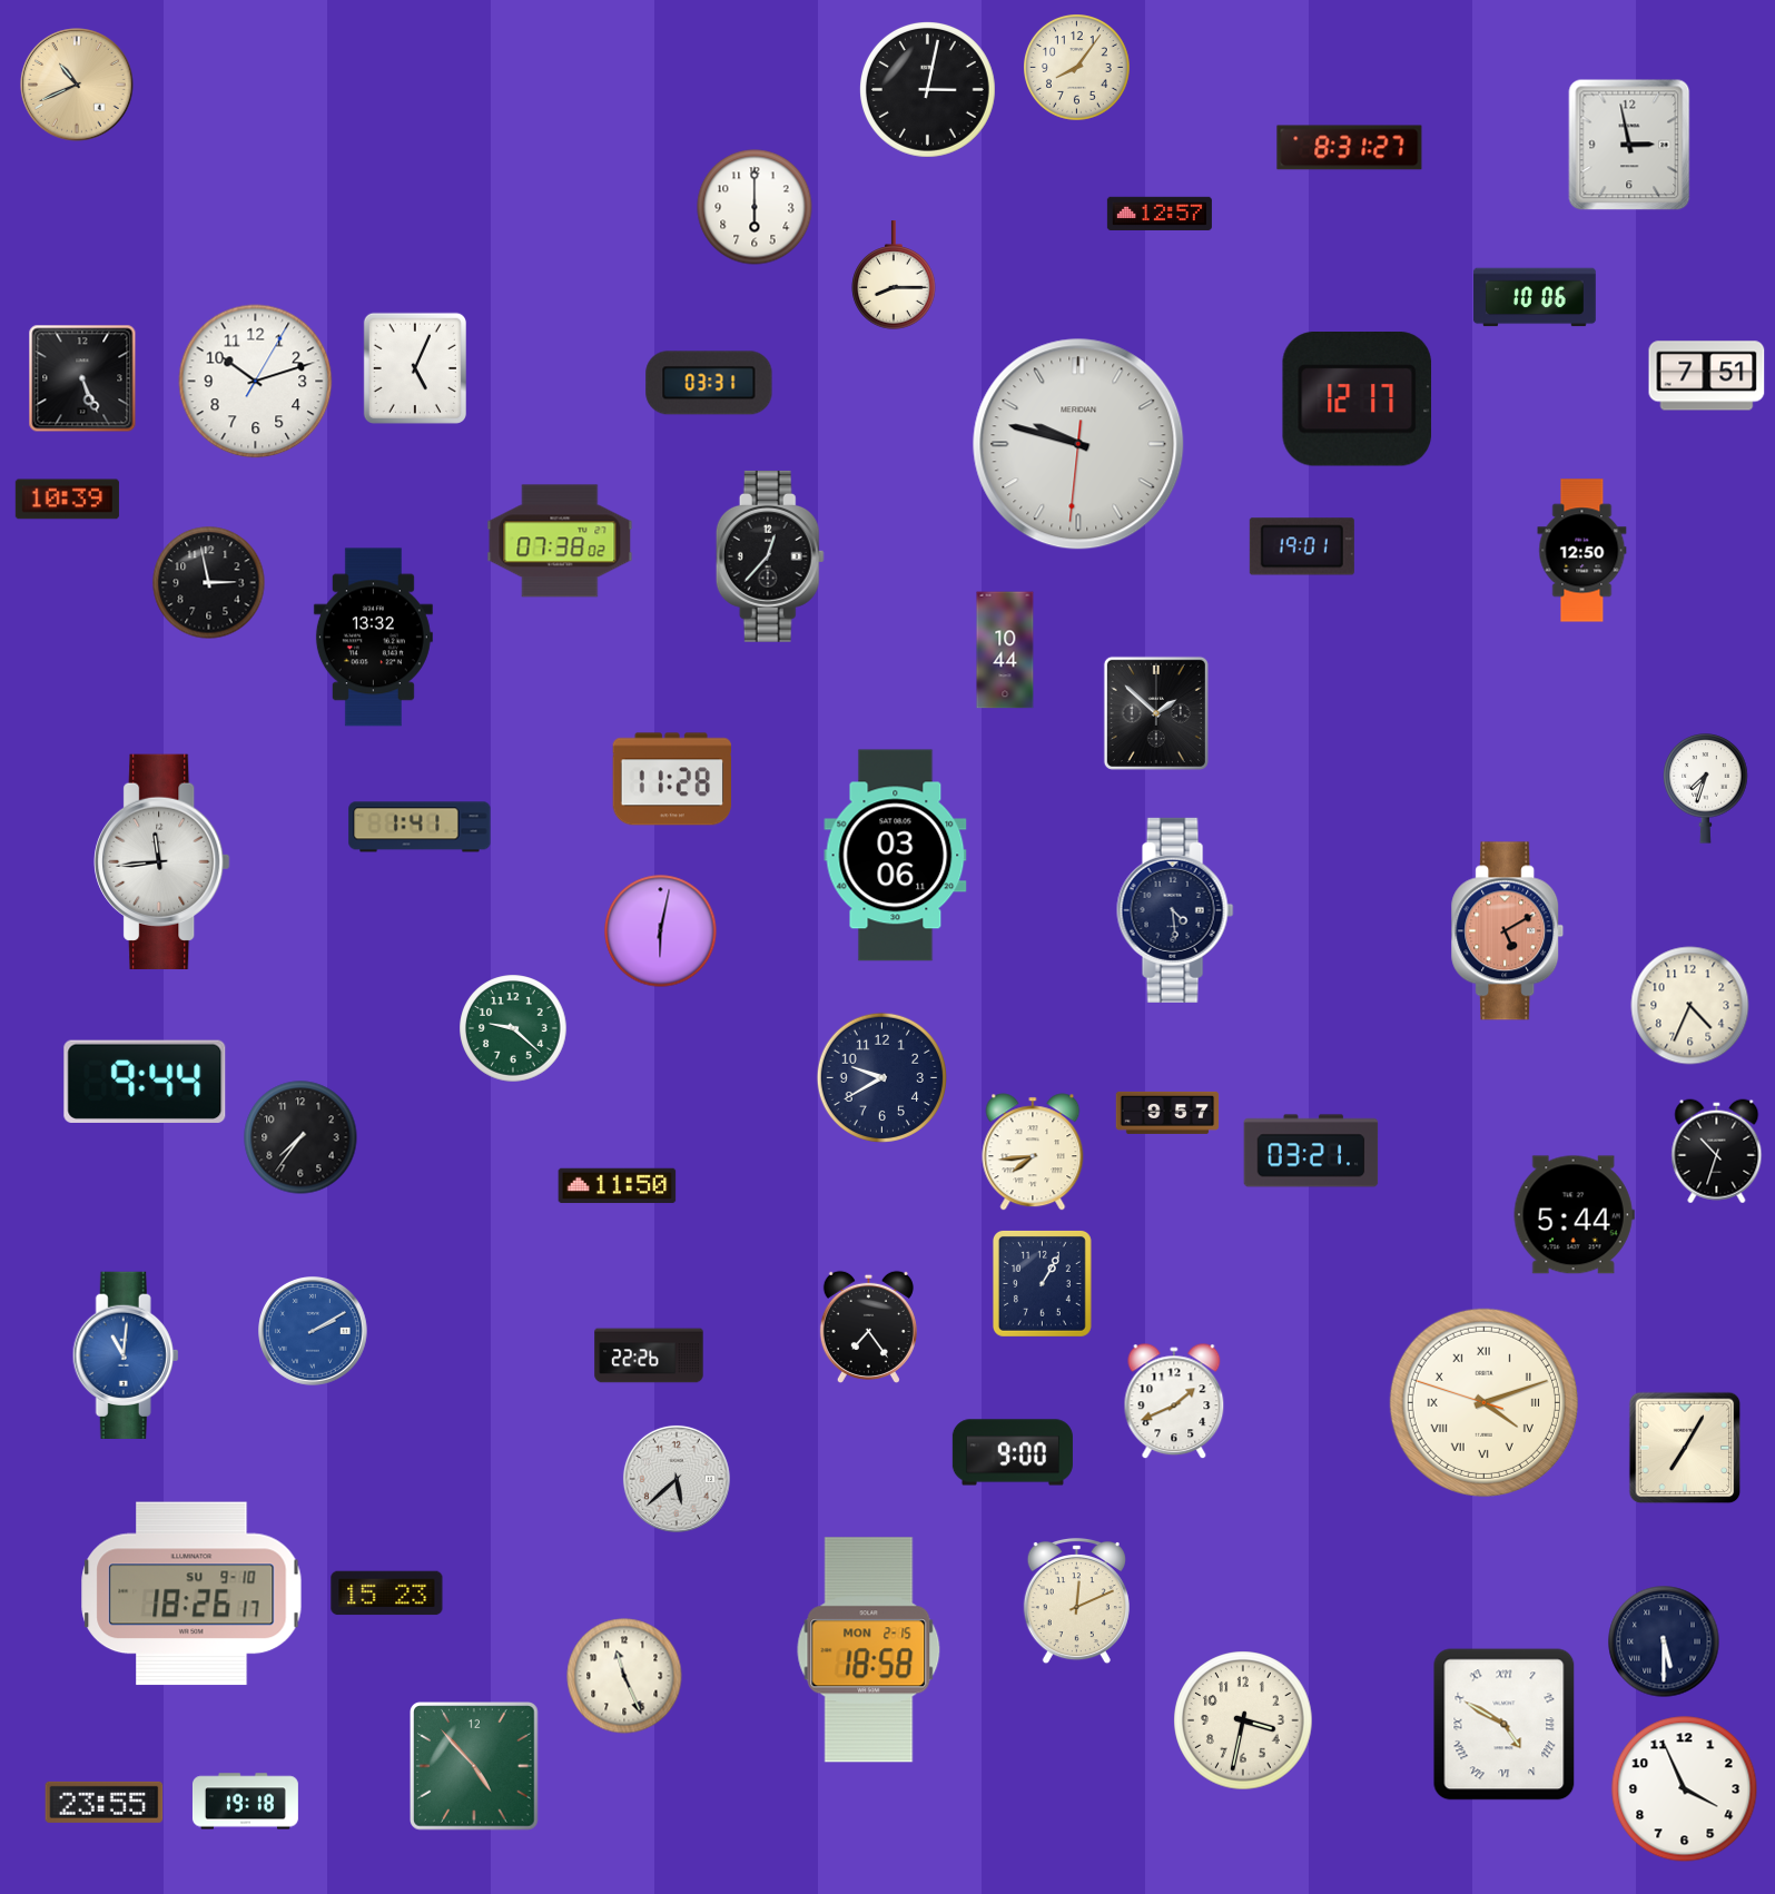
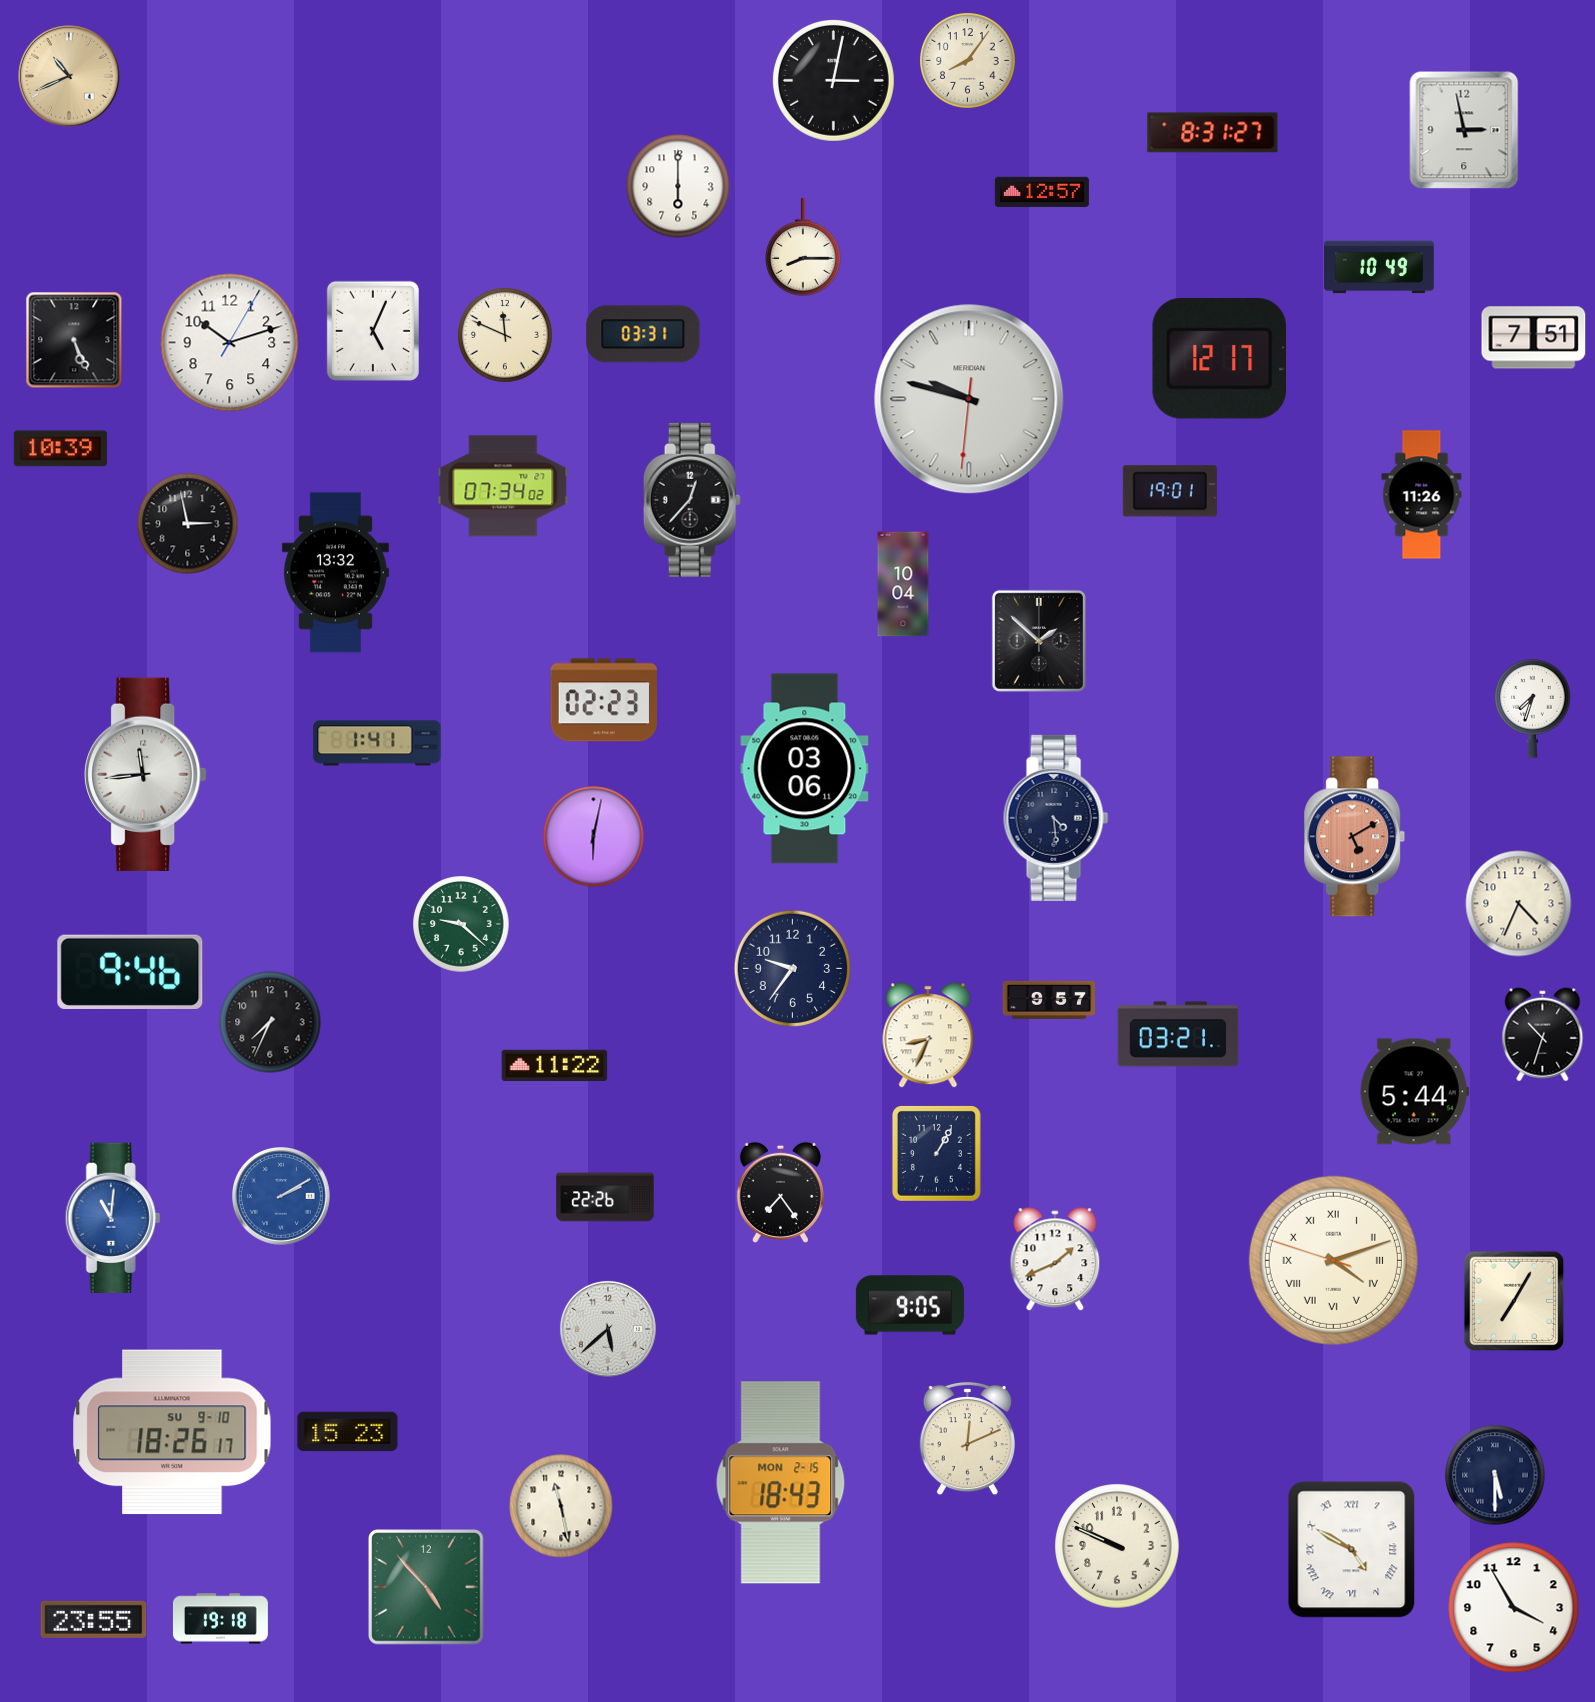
clock at (1536, 297): 10:06 -> 10:49
clock at (505, 335): none -> 11:49
clock at (709, 383) position: (709, 383) -> (643, 334)
clock at (560, 541): 07:38 -> 07:34
clock at (1582, 551): 12:50 -> 11:26
clock at (1005, 650): 10:44 -> 10:04
clock at (671, 779): 11:28 -> 02:23
clock at (881, 1077): 9:40 -> 9:36
clock at (145, 1082): 9:44 -> 9:46
clock at (300, 1137): 7:36 -> 7:34
clock at (1033, 1152): 7:44 -> 8:34
clock at (618, 1186): 11:50 -> 11:22
clock at (649, 1355) position: (649, 1355) -> (605, 1197)
clock at (1013, 1452): 9:00 -> 9:05
clock at (869, 1650): 18:58 -> 18:43
clock at (624, 1676): 11:26 -> 11:28
clock at (1243, 1720): 3:32 -> 9:49
clock at (1685, 1789): 3:56 -> 3:55
